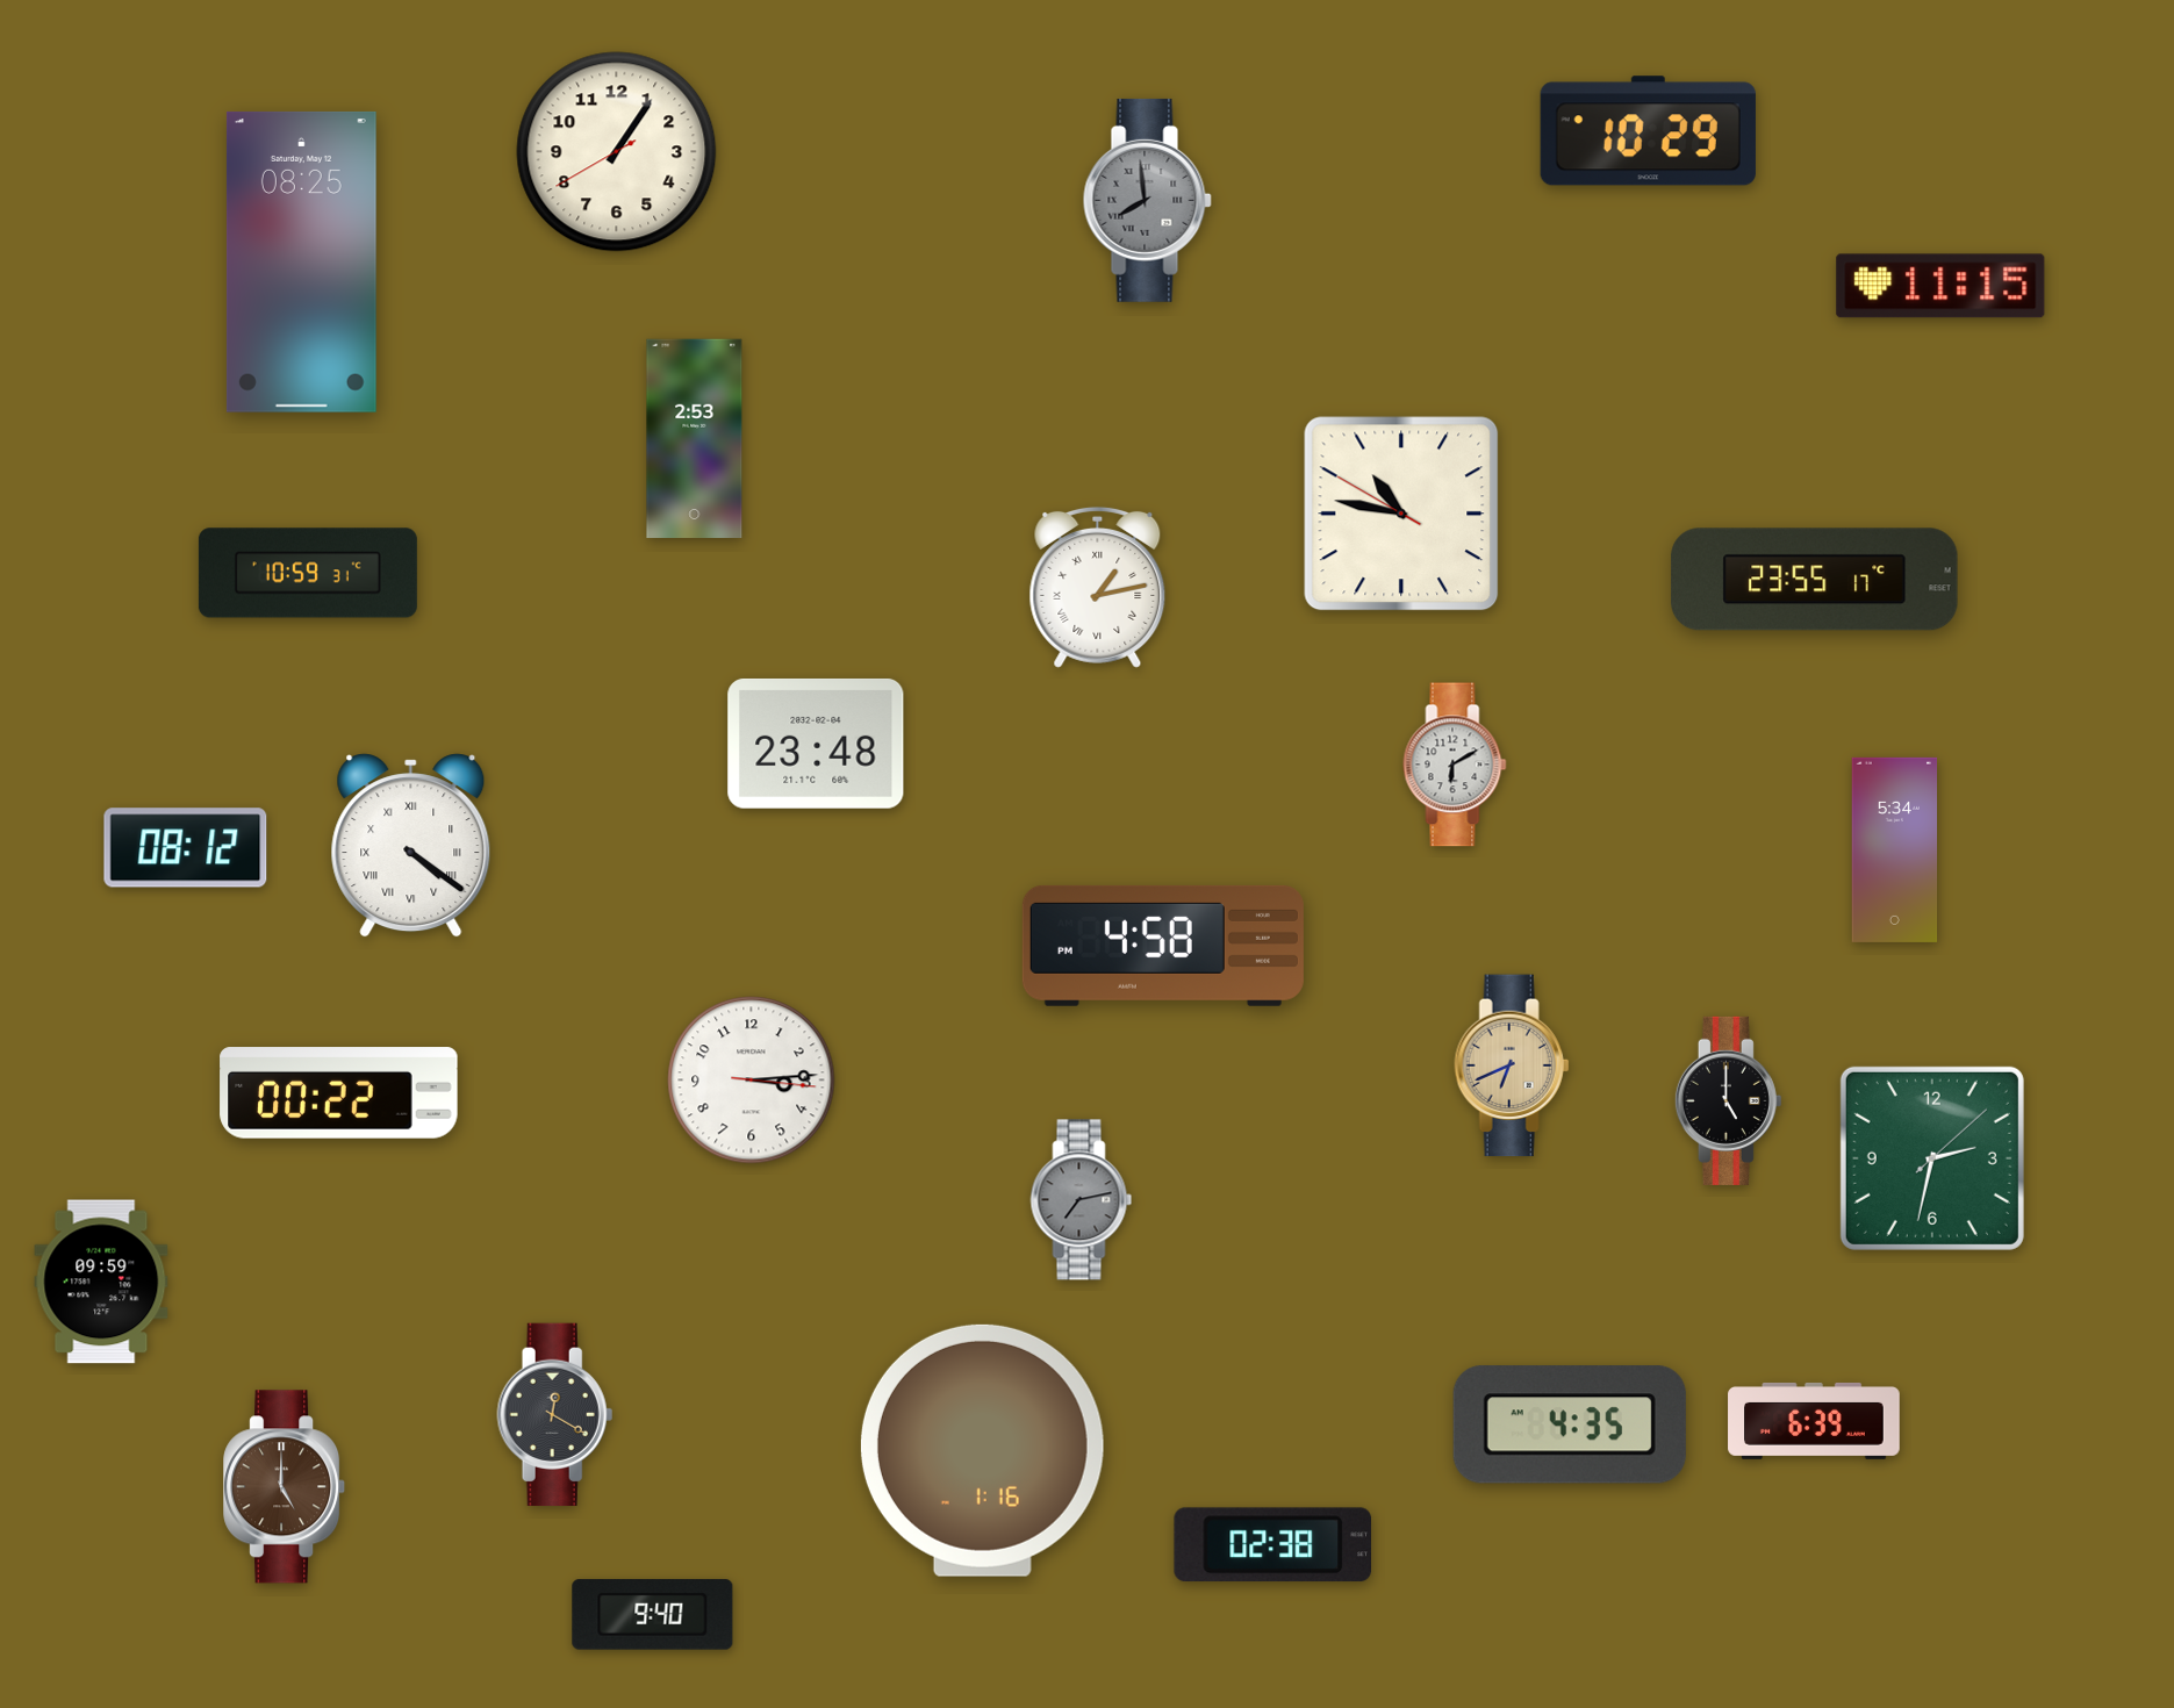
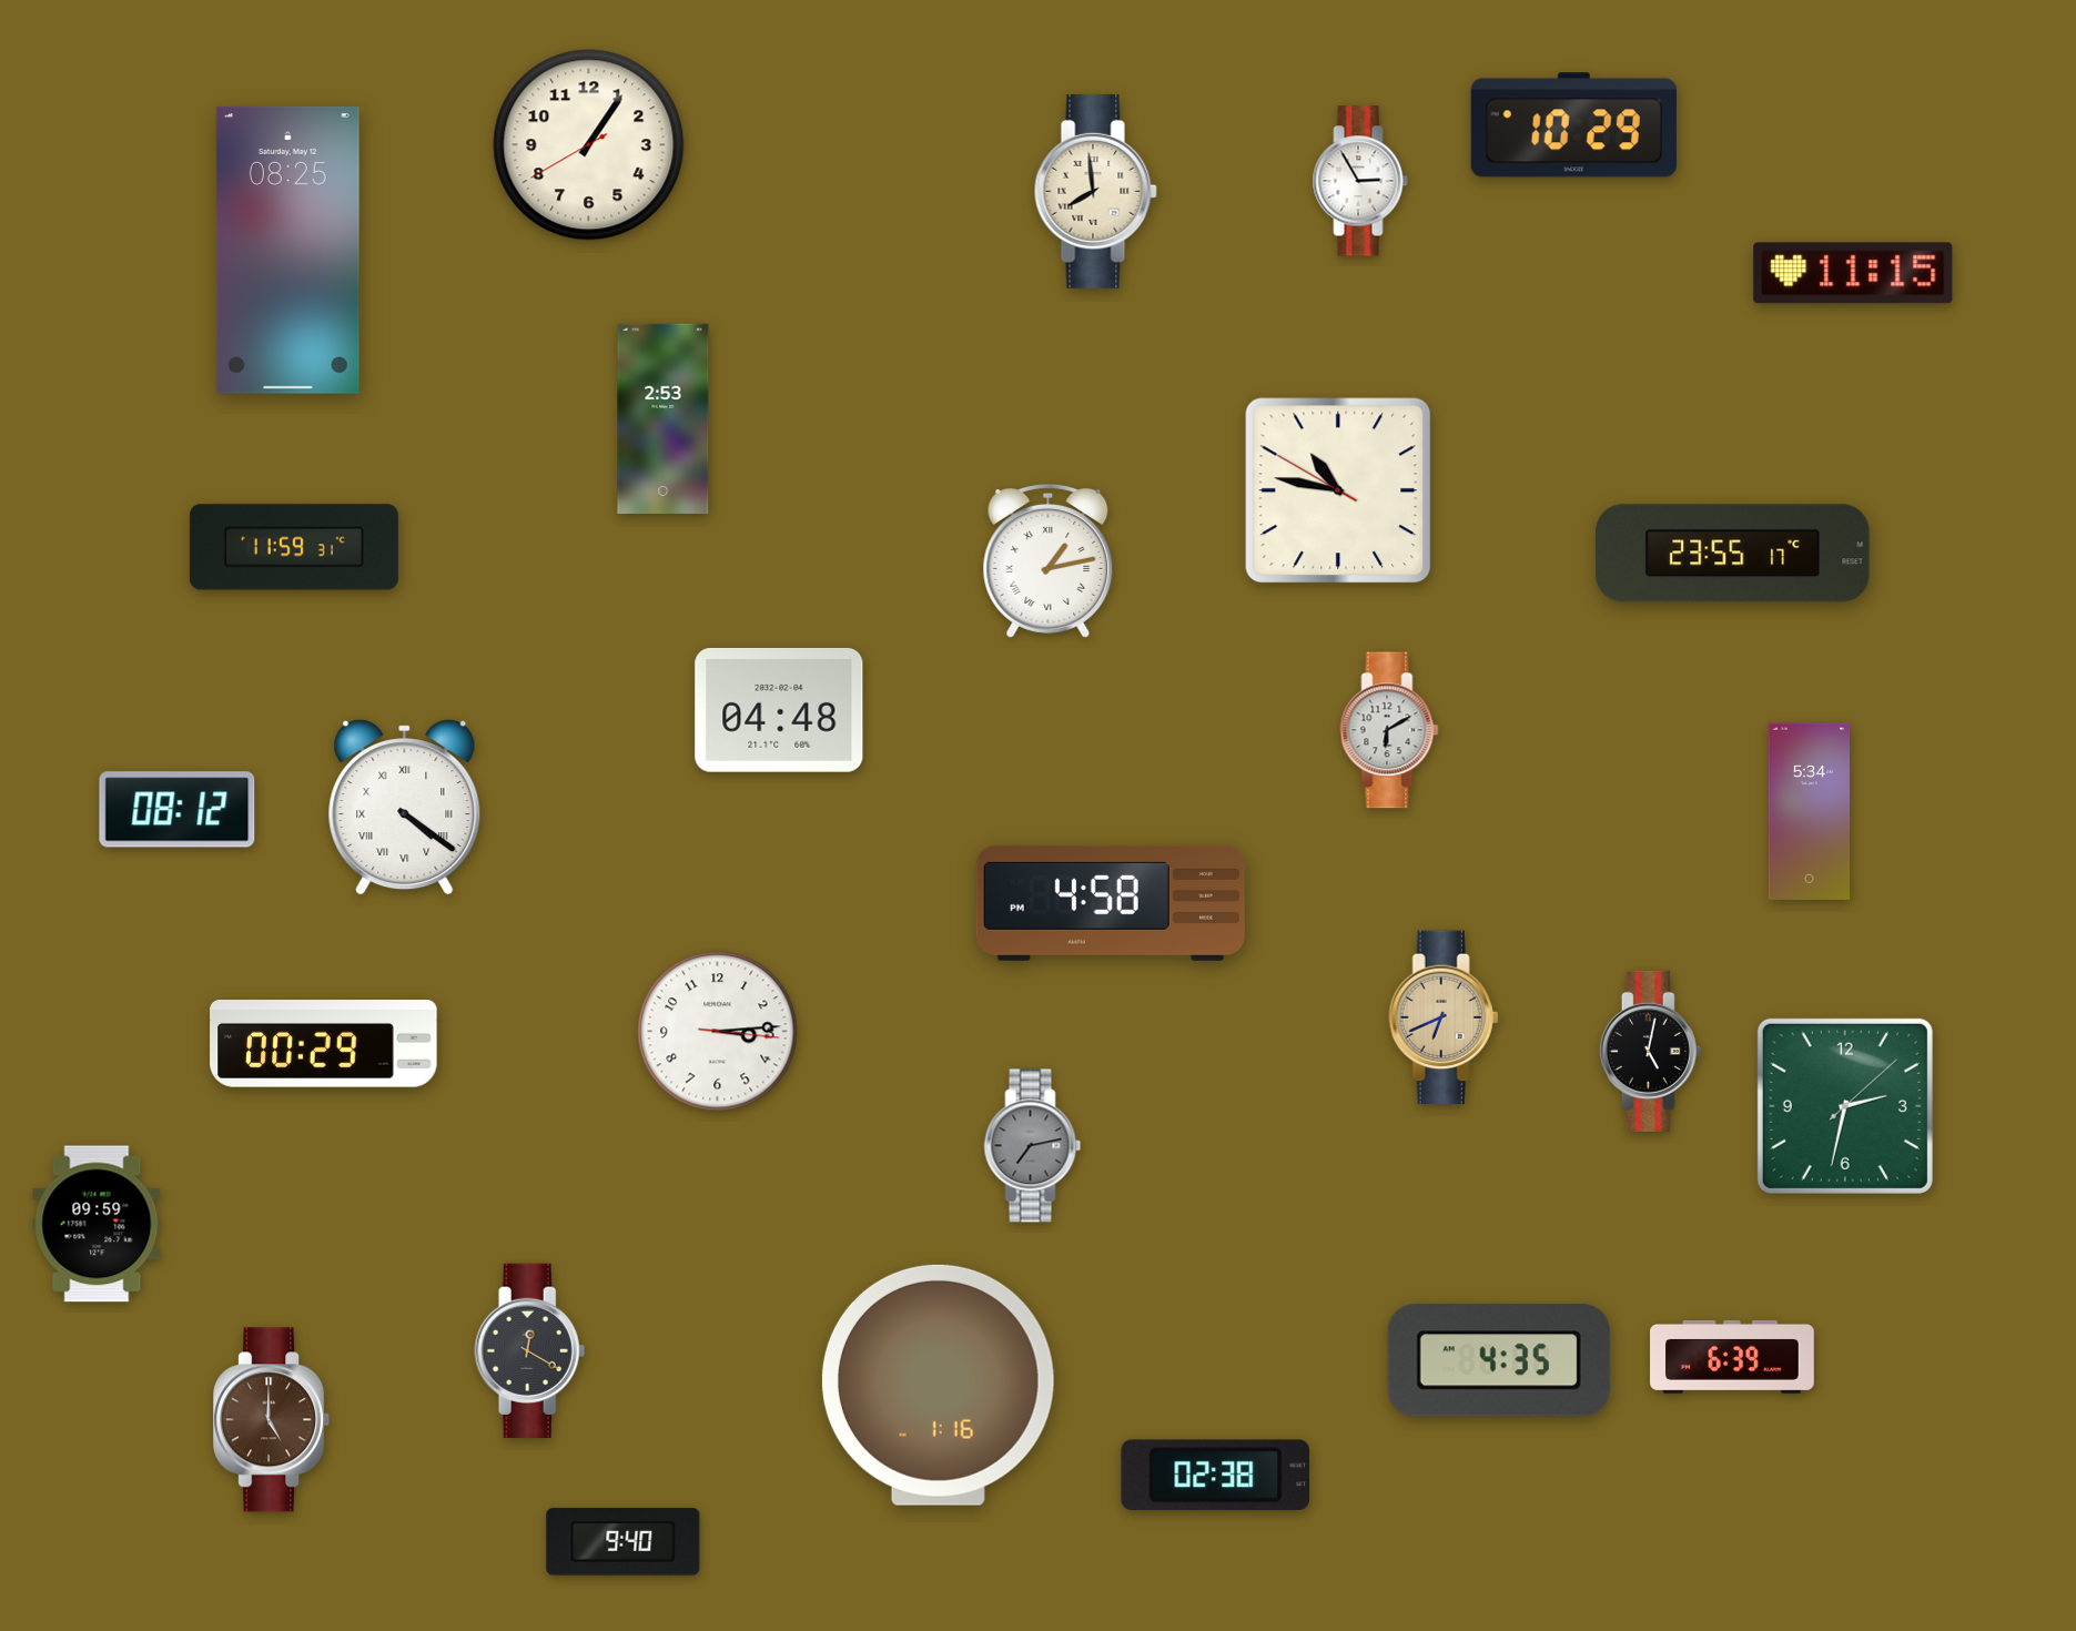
clock at (1360, 181): none -> 2:55
clock at (1147, 200) dial: grey -> cream
clock at (308, 573): 10:59 -> 11:59
clock at (816, 744): 23:48 -> 04:48
clock at (411, 846) position: (411, 846) -> (405, 808)
clock at (339, 1093): 00:22 -> 00:29
clock at (1728, 1100): 5:00 -> 5:02
